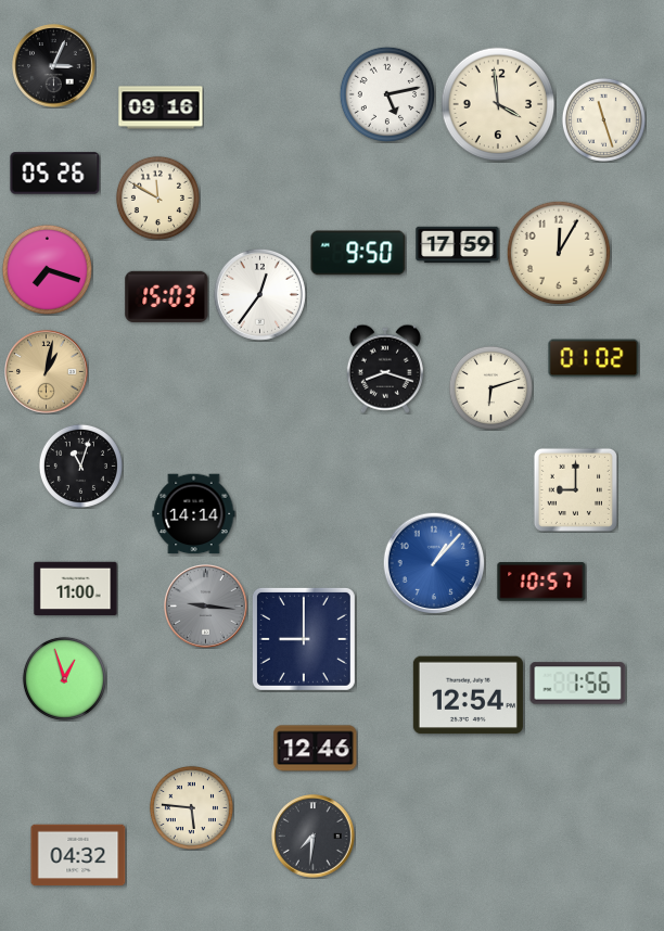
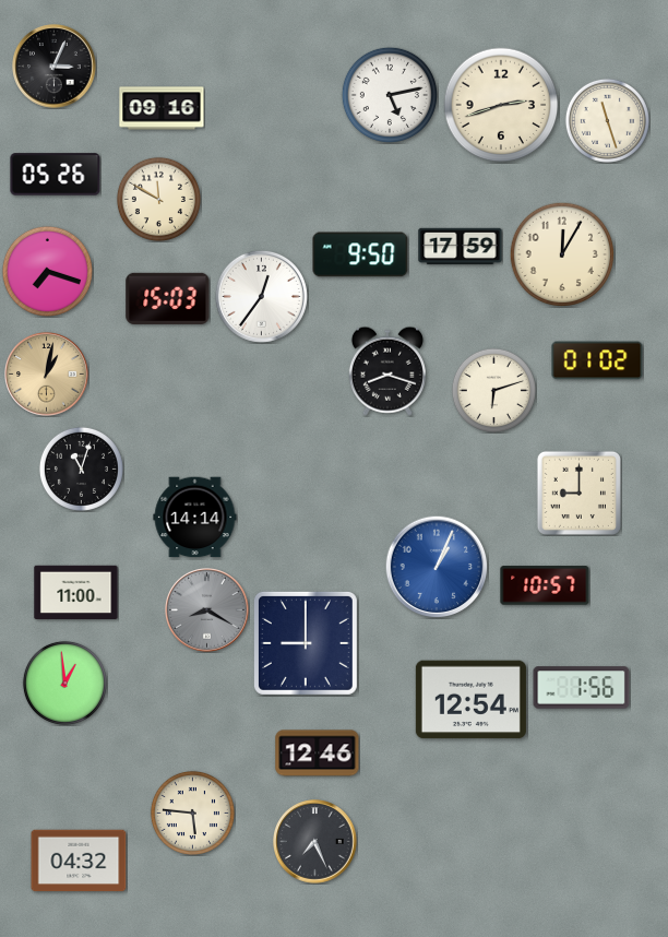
clock at (498, 104): 3:59 -> 2:42
clock at (434, 563): 1:07 -> 1:04
clock at (206, 607): 9:16 -> 8:20
clock at (64, 678): 12:57 -> 12:59
clock at (314, 837): 7:31 -> 7:26
